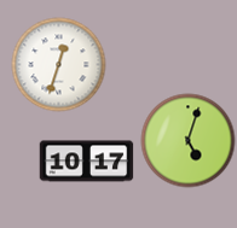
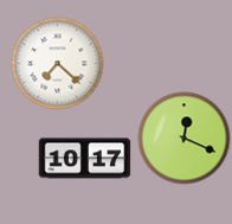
clock at (58, 64): 12:33 -> 7:22
clock at (187, 140): 5:03 -> 12:19
